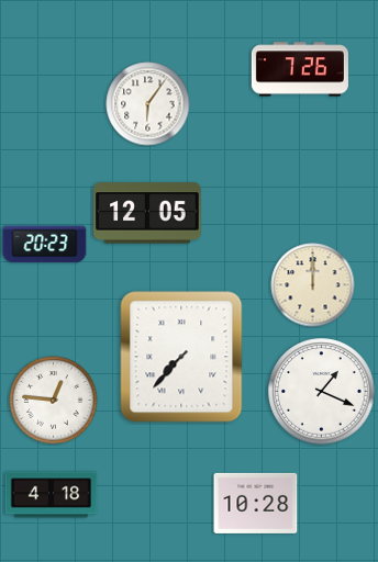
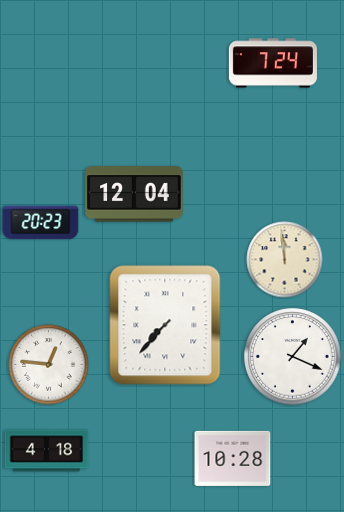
clock at (300, 69): 7:26 -> 7:24
clock at (148, 104): 6:06 -> none
clock at (147, 213): 12:05 -> 12:04
clock at (313, 285): 12:00 -> 11:59
